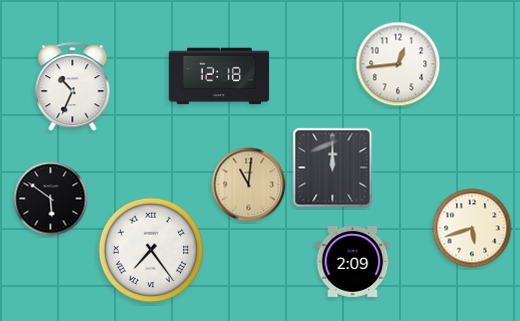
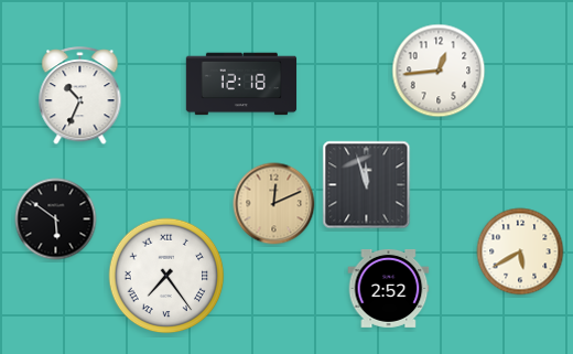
clock at (333, 168): 12:00 -> 11:57
clock at (249, 185): 11:01 -> 12:11
clock at (472, 228): 5:42 -> 5:40
clock at (353, 261): 2:09 -> 2:52
